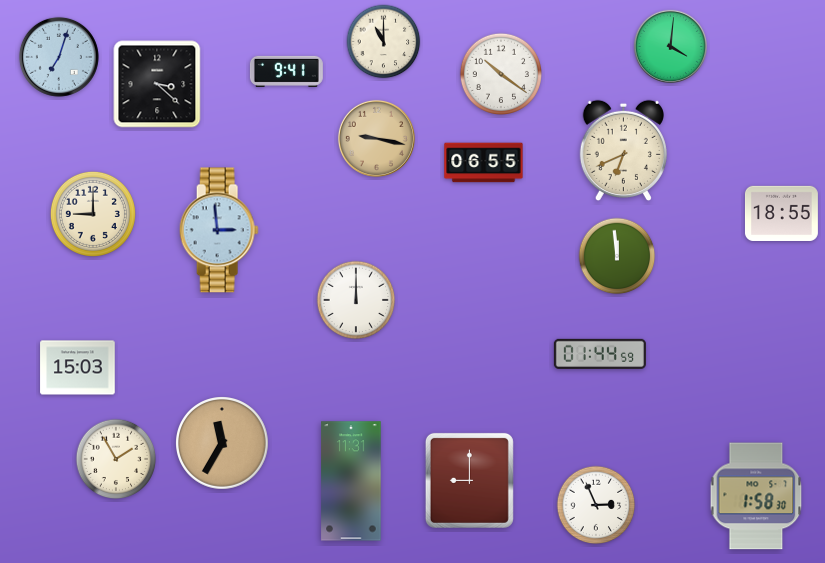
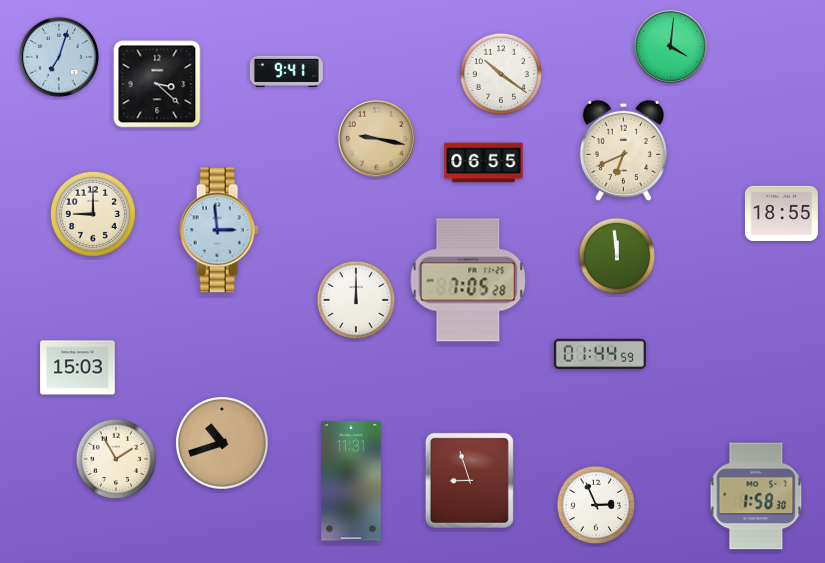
clock at (384, 42): 11:00 -> none
clock at (468, 280): none -> 7:05
clock at (223, 444): 11:35 -> 10:42
clock at (469, 480): 9:00 -> 8:57
